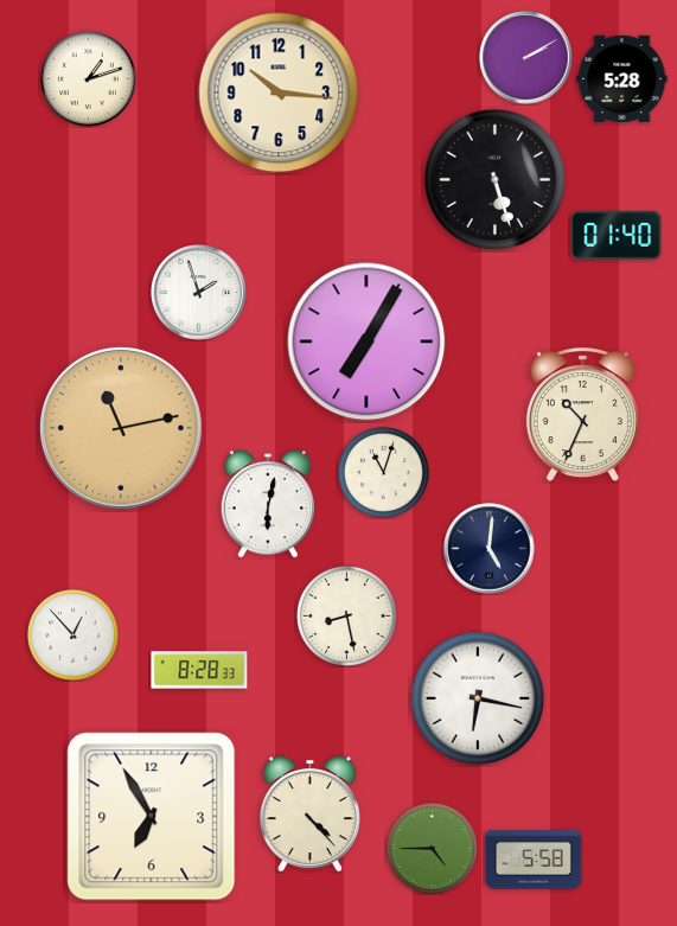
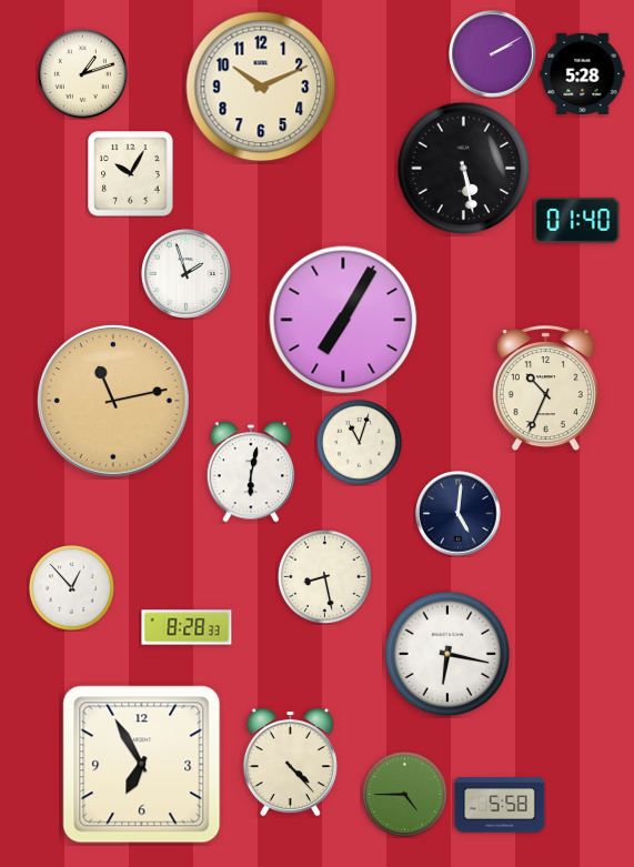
clock at (279, 92): 10:16 -> 10:11
clock at (496, 180): 5:27 -> 5:28
clock at (131, 174): none -> 10:05
clock at (72, 634) position: (72, 634) -> (71, 587)
